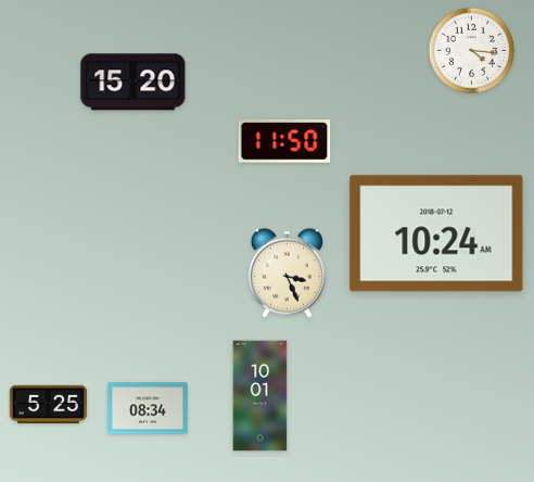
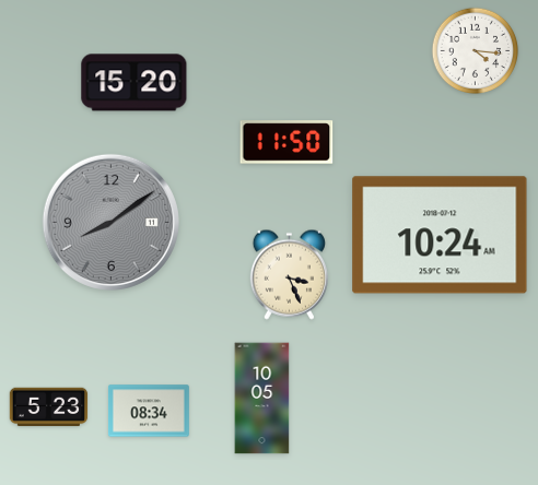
clock at (110, 222): none -> 8:09
clock at (260, 396): 10:01 -> 10:05
clock at (49, 405): 5:25 -> 5:23
